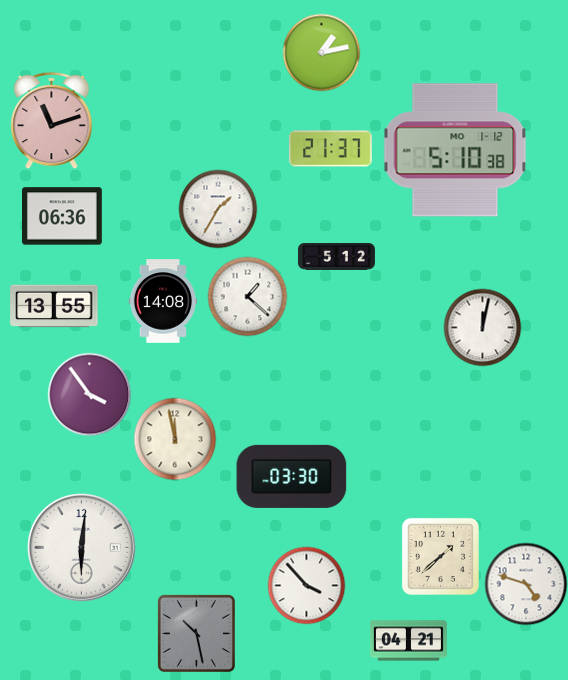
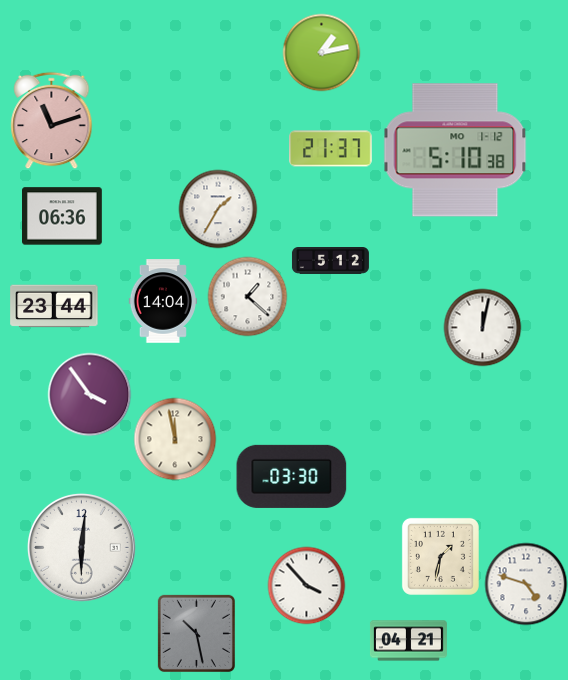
clock at (336, 257) position: (336, 257) -> (330, 261)
clock at (162, 301): 14:08 -> 14:04
clock at (54, 306): 13:55 -> 23:44
clock at (440, 556): 1:38 -> 1:32
